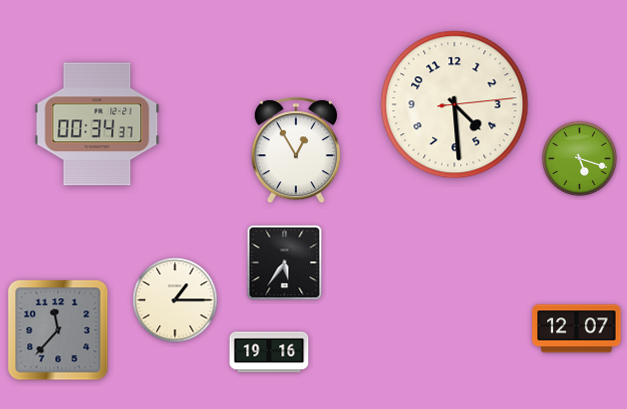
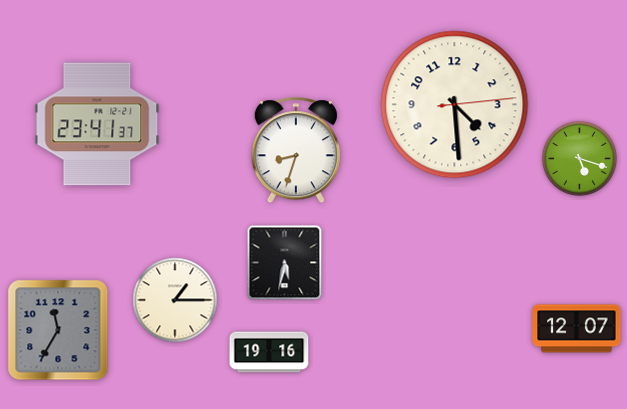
clock at (97, 124): 00:34 -> 23:41
clock at (296, 151): 12:55 -> 8:33
clock at (285, 263): 5:36 -> 5:32
clock at (58, 330): 11:37 -> 11:35
